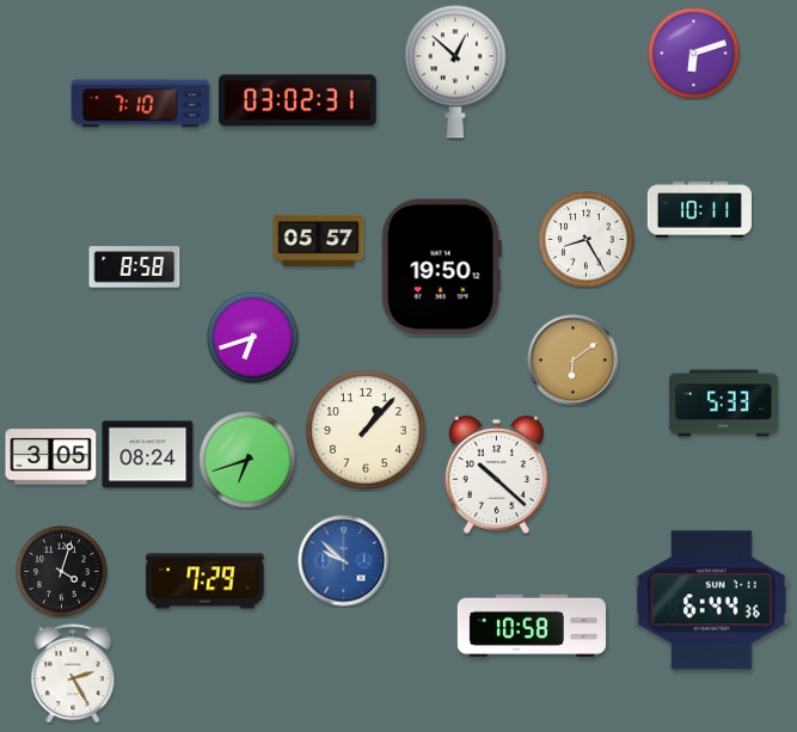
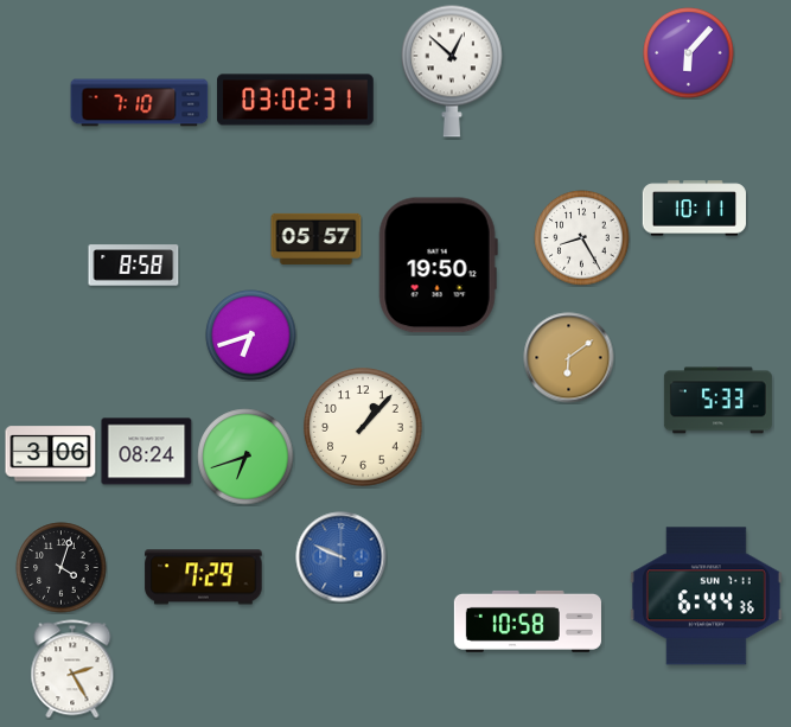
clock at (694, 54): 6:12 -> 6:07
clock at (51, 457): 3:05 -> 3:06
clock at (496, 474): 10:22 -> none
clock at (344, 561): 9:52 -> 9:49
